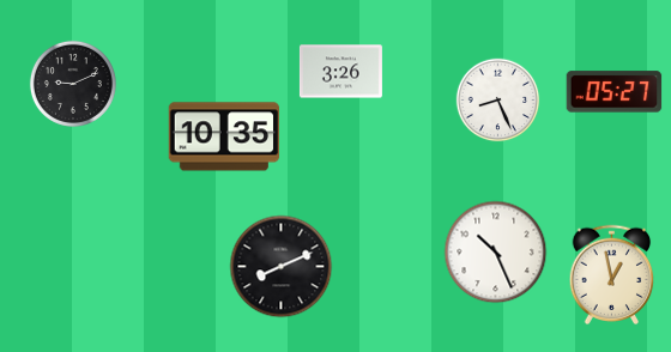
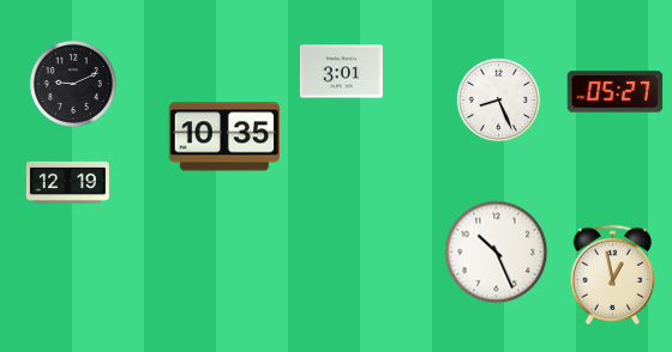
clock at (340, 72): 3:26 -> 3:01
clock at (67, 182): none -> 12:19
clock at (282, 267): 8:11 -> none
